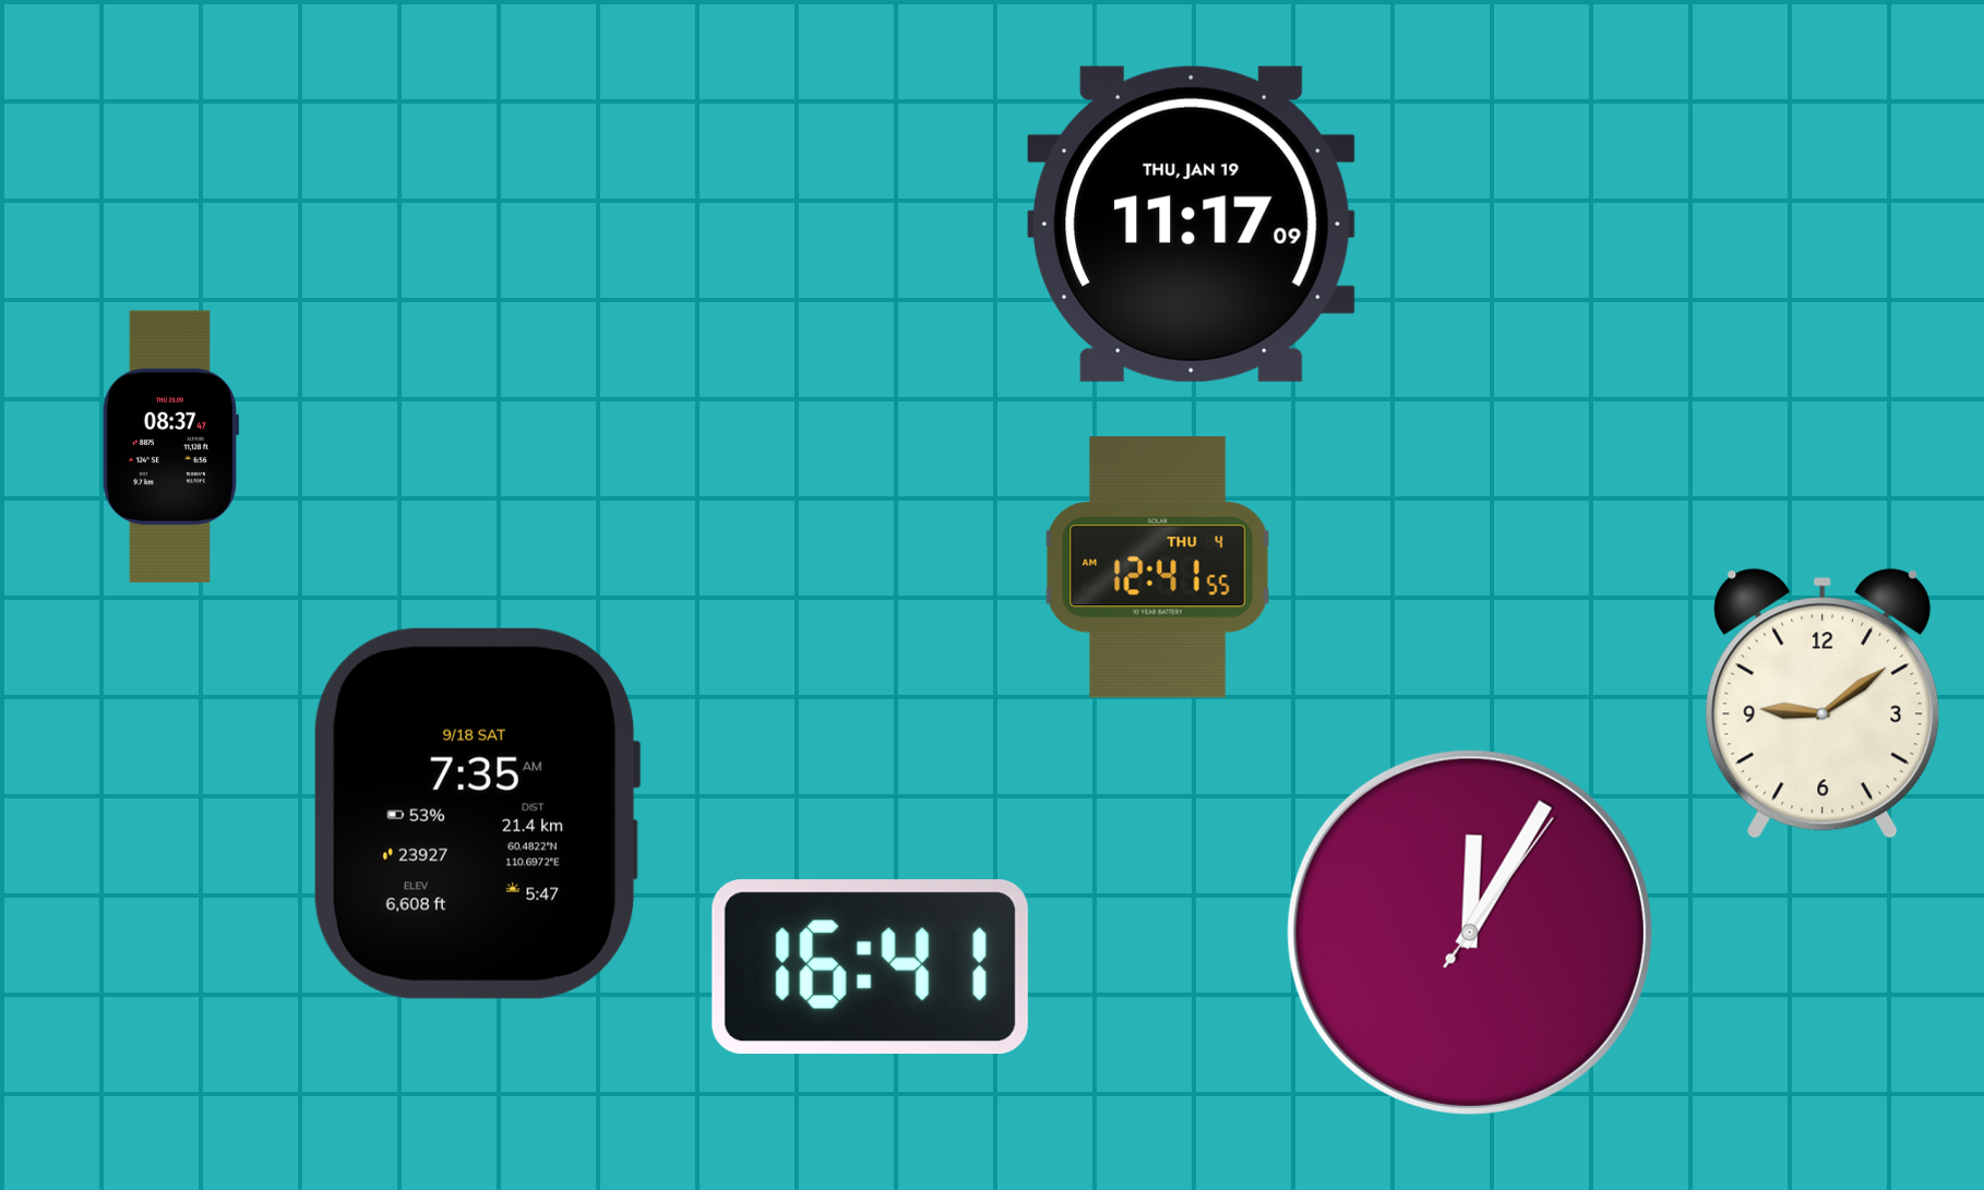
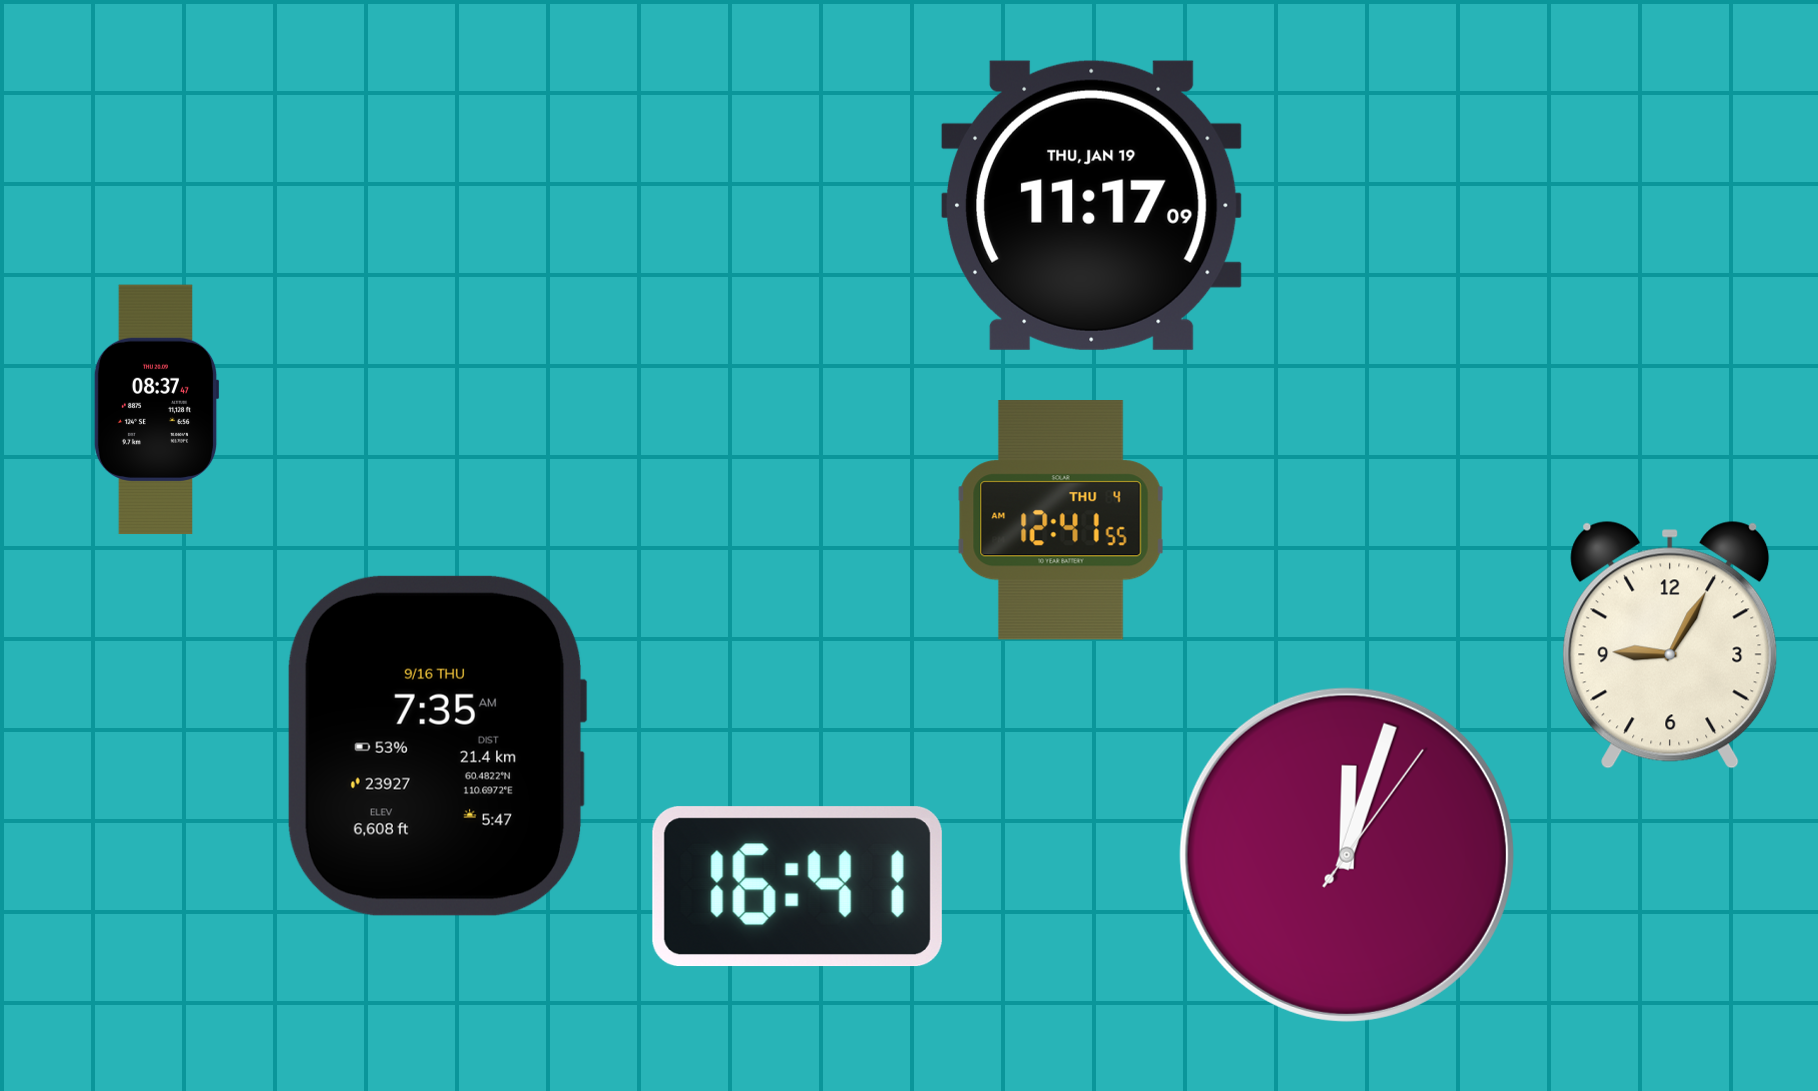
clock at (1822, 704): 9:09 -> 9:05
clock at (477, 814) date: 9/18 SAT -> 9/16 THU
clock at (1470, 933): 12:05 -> 12:03
